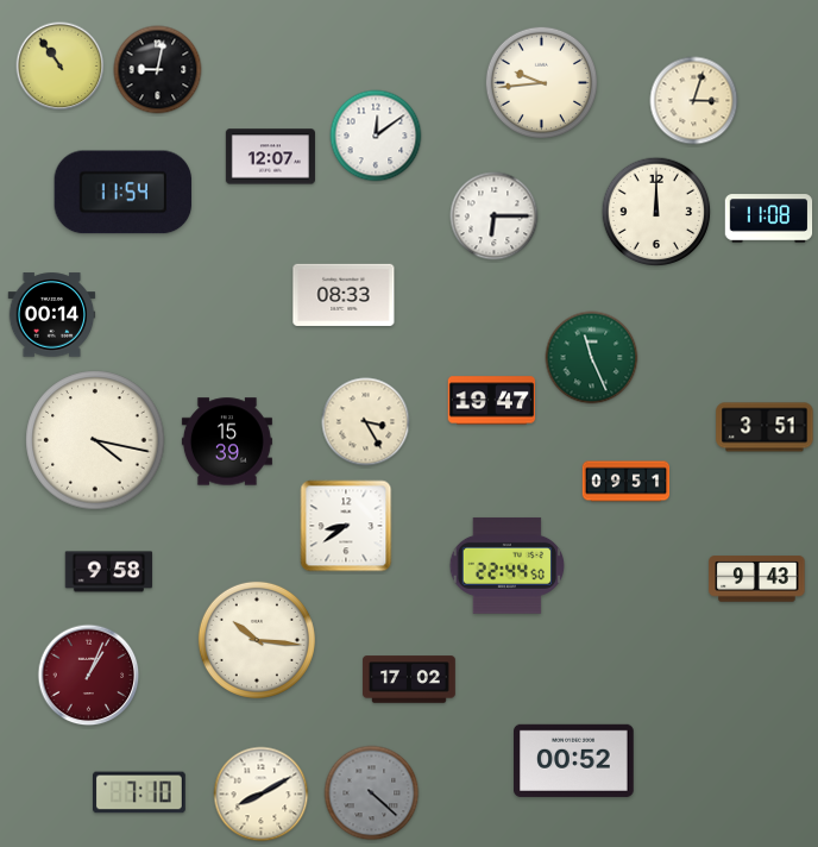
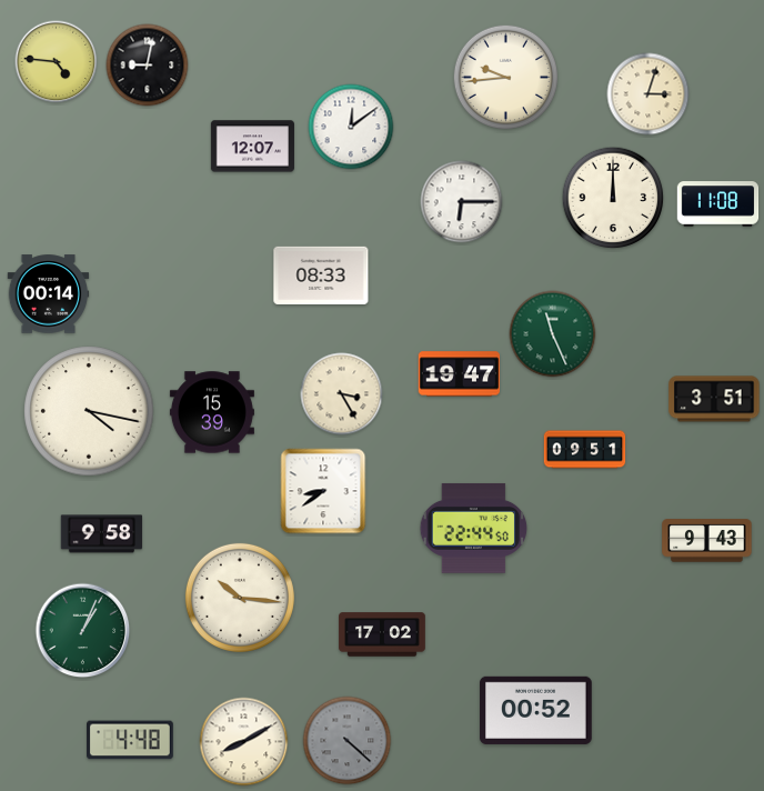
clock at (61, 67): 10:54 -> 4:46
clock at (124, 193): 11:54 -> none
clock at (89, 676) dial: burgundy -> green
clock at (140, 792): 7:10 -> 4:48
